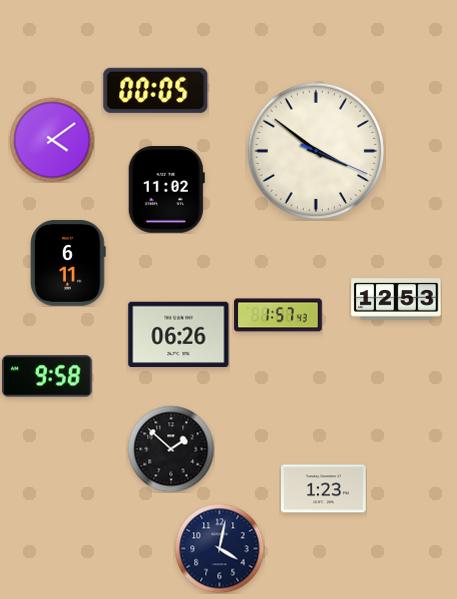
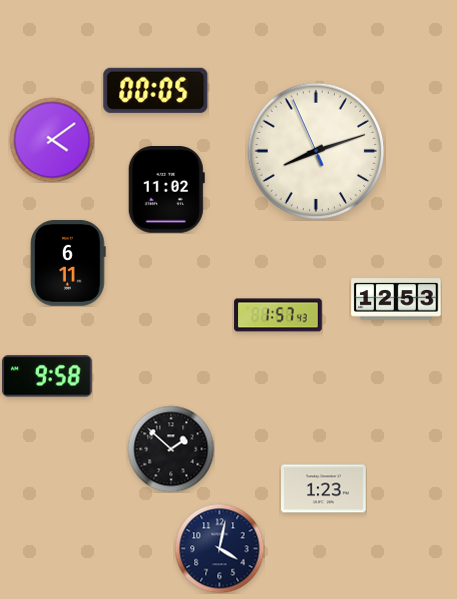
clock at (316, 151): 3:51 -> 8:11
clock at (179, 335): 06:26 -> none
